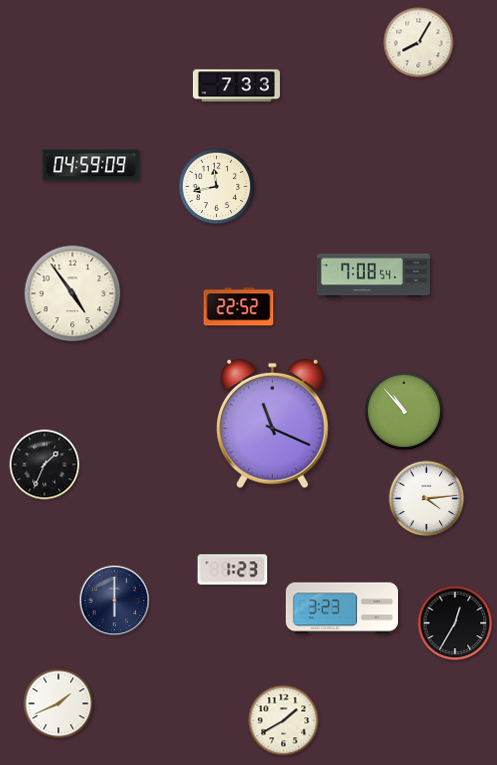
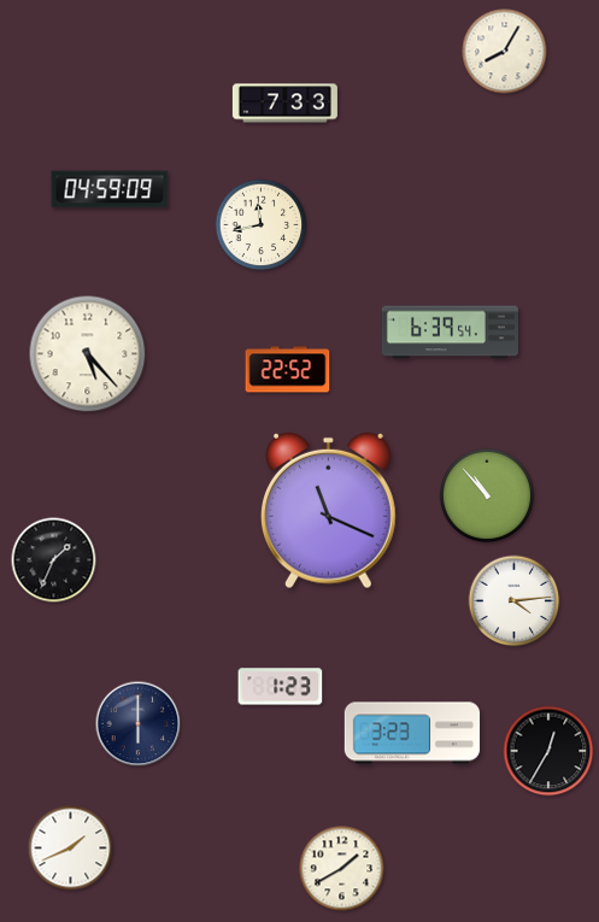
clock at (91, 165) position: (91, 165) -> (110, 189)
clock at (373, 276): 7:08 -> 6:39
clock at (73, 294): 4:54 -> 5:23
